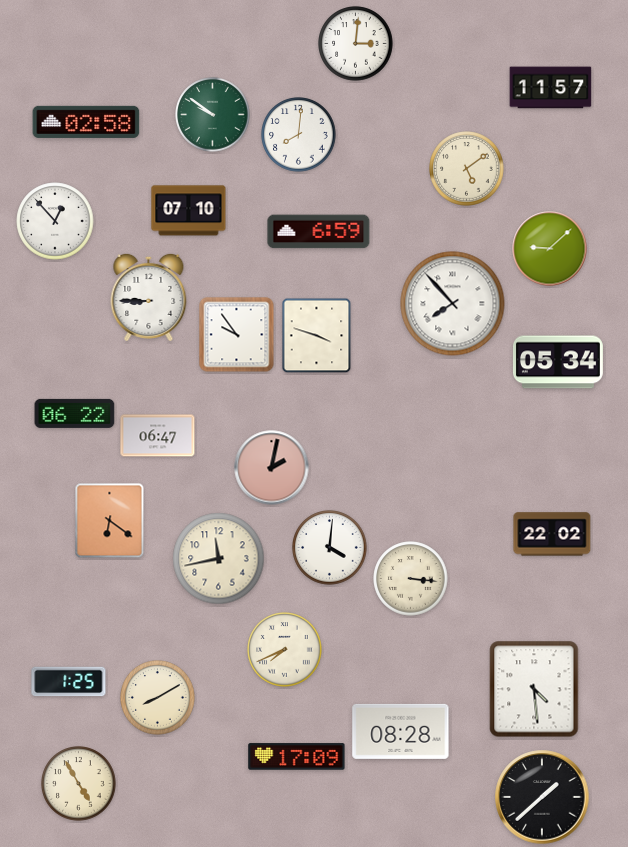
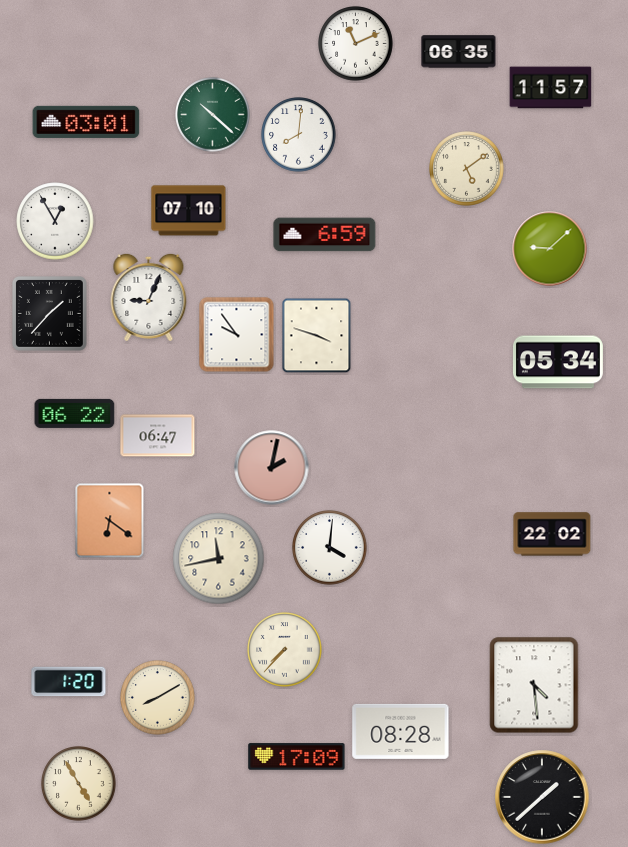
clock at (356, 44): 3:01 -> 11:11
clock at (459, 52): none -> 06:35
clock at (213, 115): 9:51 -> 10:22
clock at (86, 122): 02:58 -> 03:01
clock at (55, 221): 12:53 -> 12:55
clock at (319, 232) position: (319, 232) -> (325, 235)
clock at (149, 297): 8:45 -> 9:04
clock at (453, 304): 7:53 -> none
clock at (49, 313): none -> 1:37
clock at (411, 579): 3:16 -> none
clock at (285, 650): 7:41 -> 7:37
clock at (69, 682): 1:25 -> 1:20
clock at (534, 689) position: (534, 689) -> (534, 685)
